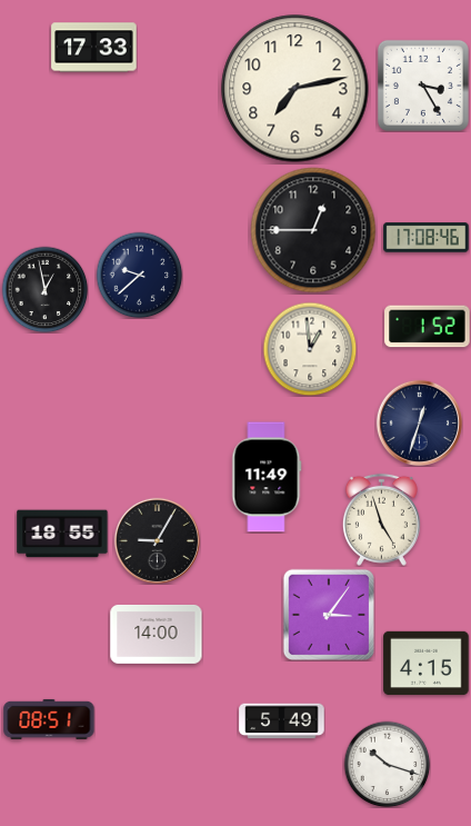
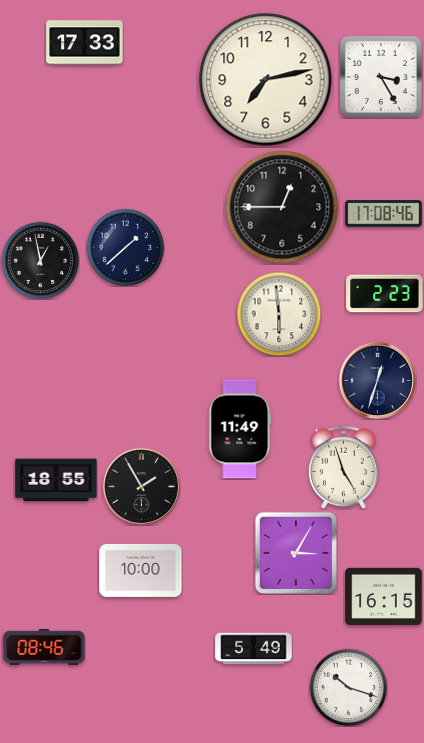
clock at (139, 275): 9:38 -> 1:38
clock at (428, 327): 1:52 -> 2:23
clock at (310, 349): 12:59 -> 5:59
clock at (157, 540): 9:05 -> 1:55
clock at (328, 614): 3:06 -> 3:05
clock at (157, 634): 14:00 -> 10:00
clock at (427, 664): 4:15 -> 16:15
clock at (49, 719): 08:51 -> 08:46
